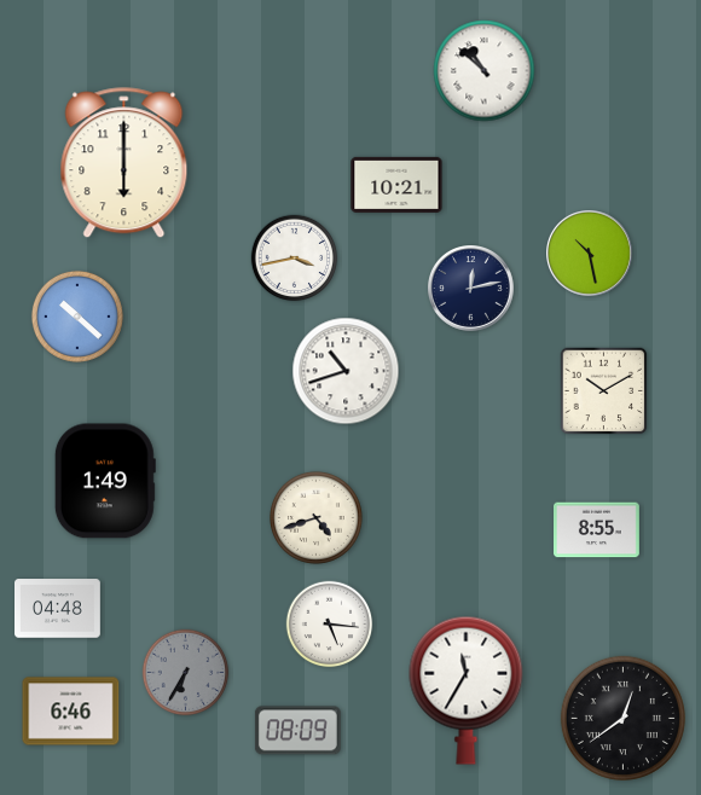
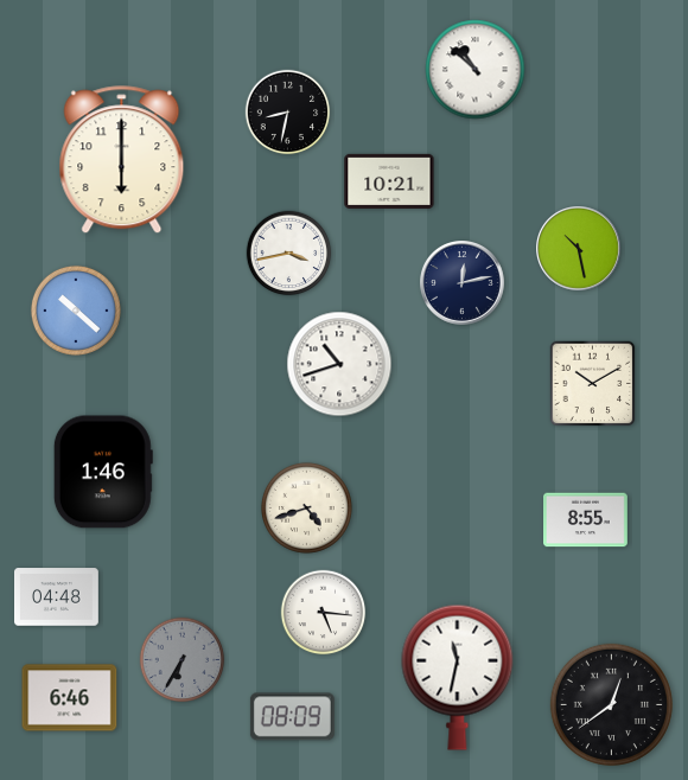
clock at (288, 113): none -> 8:32
clock at (105, 481): 1:49 -> 1:46
clock at (315, 517) position: (315, 517) -> (306, 507)
clock at (467, 690): 11:35 -> 11:32
